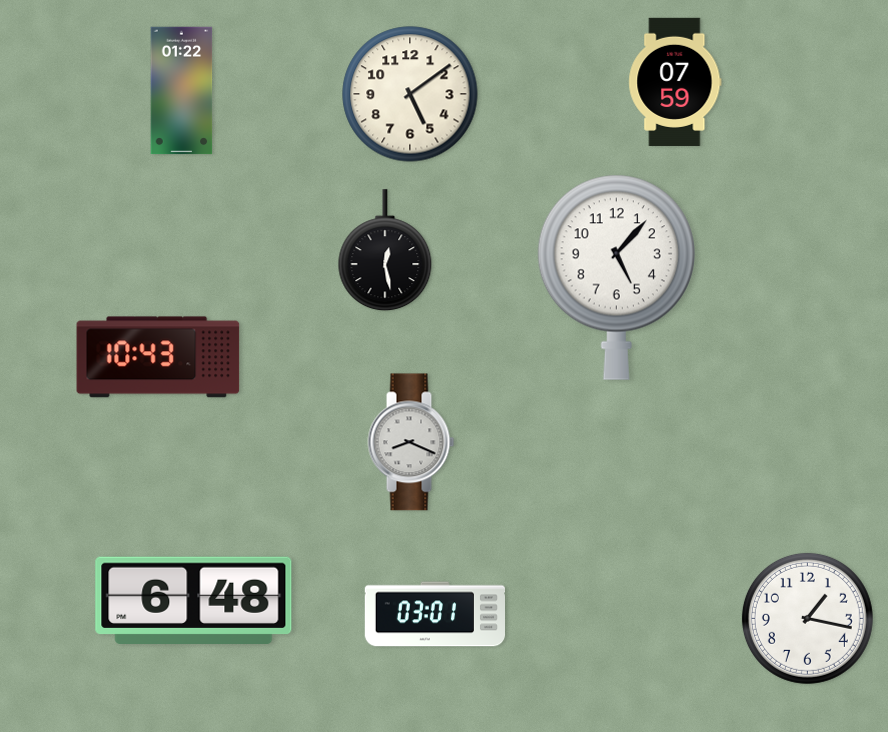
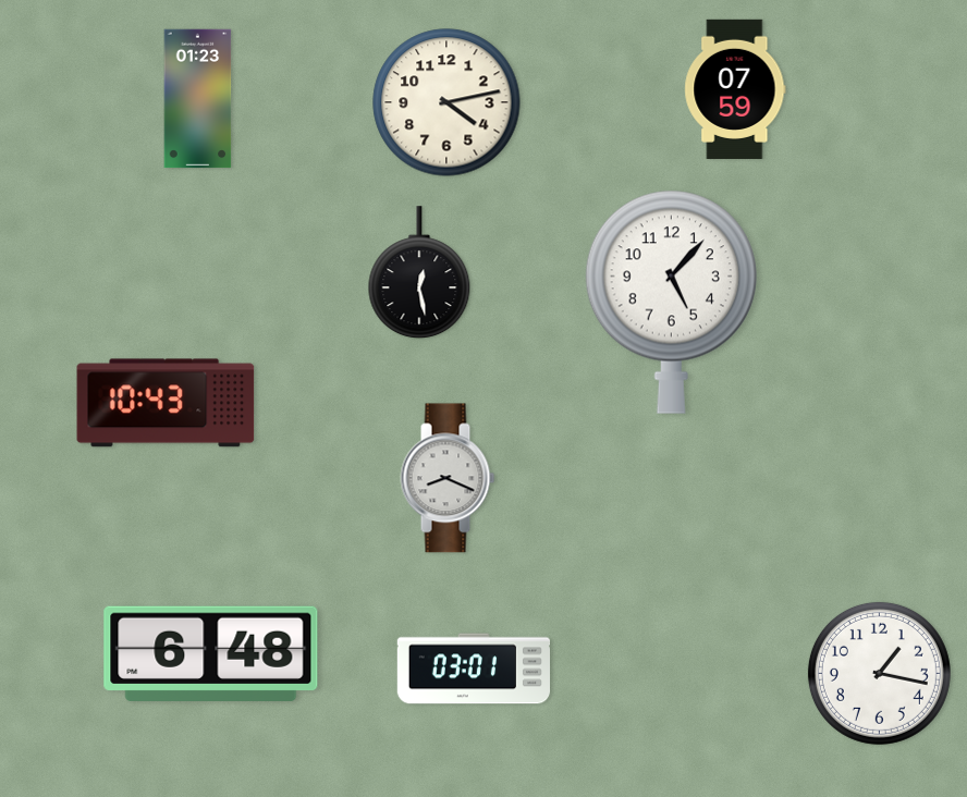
clock at (182, 91): 01:22 -> 01:23
clock at (410, 94): 5:09 -> 4:13
clock at (158, 357) position: (158, 357) -> (166, 403)
clock at (411, 442) position: (411, 442) -> (448, 478)
